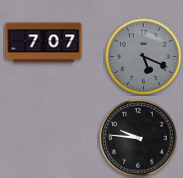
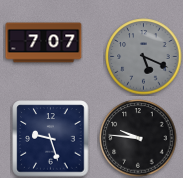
clock at (51, 139): none -> 9:27
